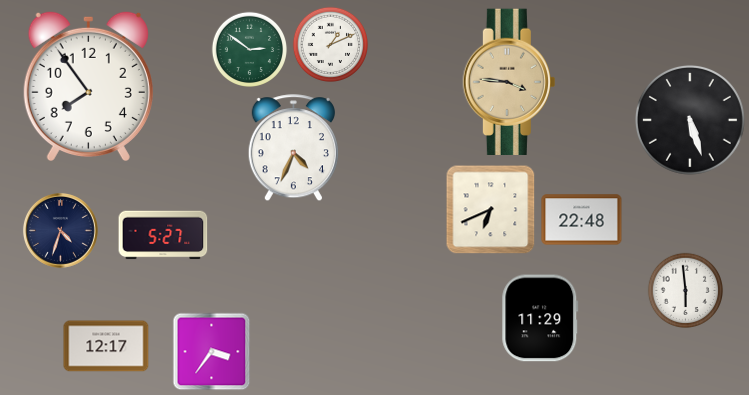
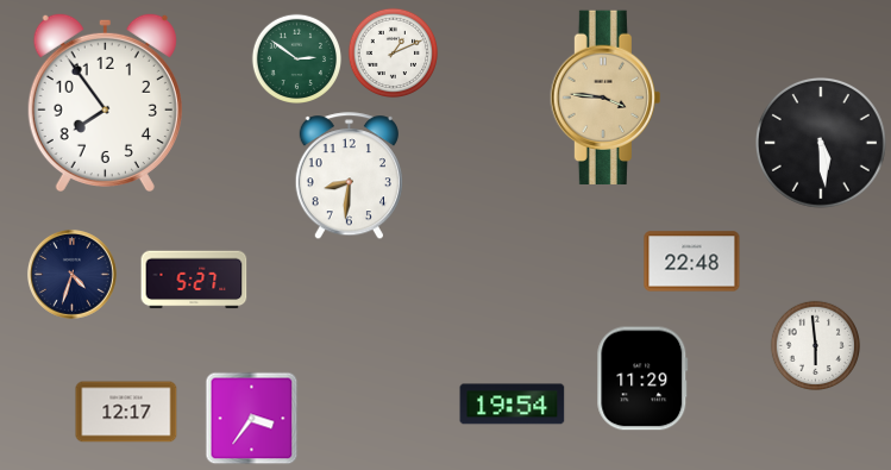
clock at (690, 120): 5:27 -> 5:29
clock at (293, 148): 4:34 -> 8:31
clock at (491, 210): 6:41 -> none
clock at (513, 405): none -> 19:54
